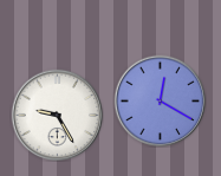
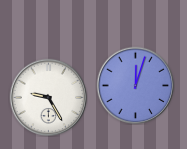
clock at (160, 100): 12:20 -> 12:03
